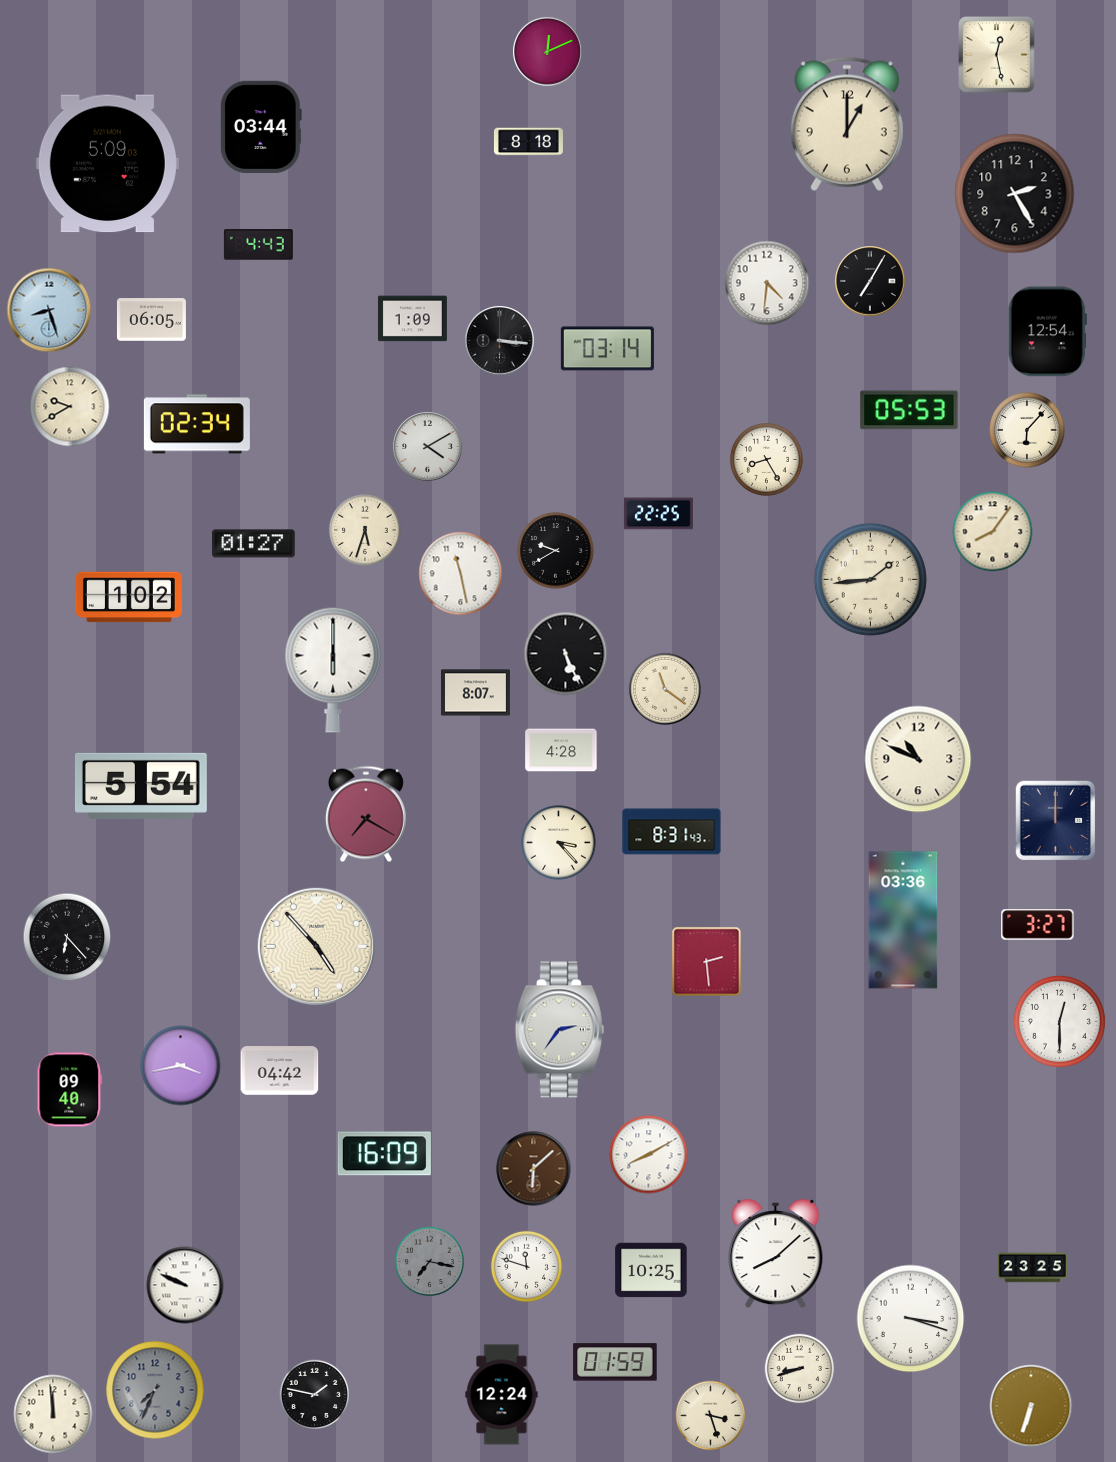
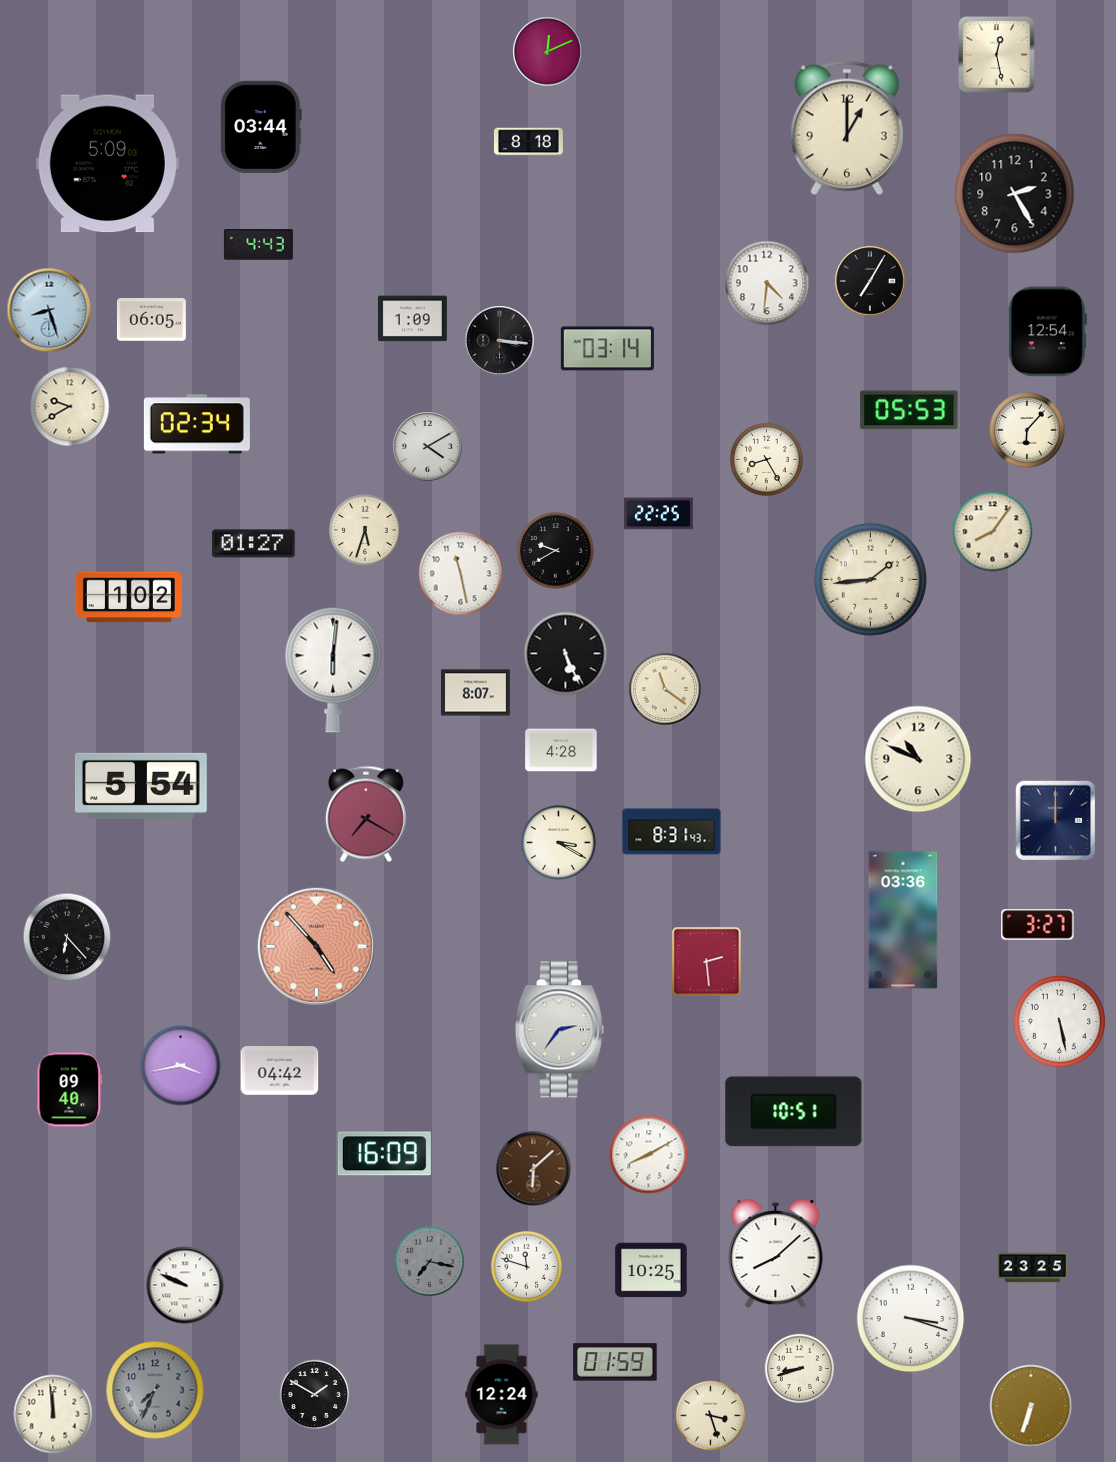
clock at (847, 124) position: (847, 124) -> (847, 128)
clock at (333, 670): 6:00 -> 6:01
clock at (559, 843): 3:23 -> 3:20
clock at (316, 946) dial: cream -> salmon
clock at (1059, 1021): 12:30 -> 5:28
clock at (794, 1112): none -> 10:51
clock at (315, 1395): 1:47 -> 1:50
